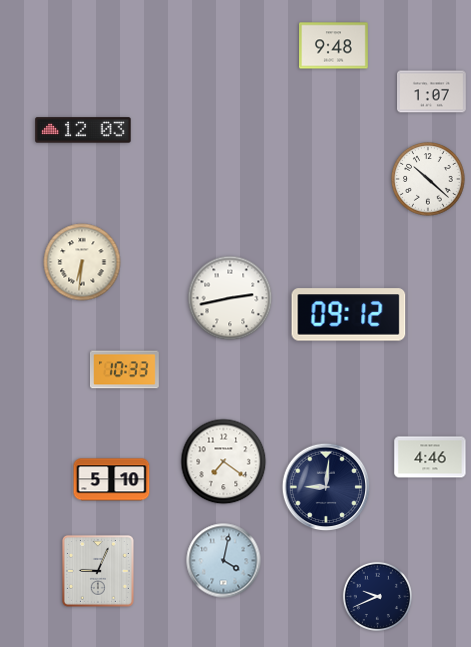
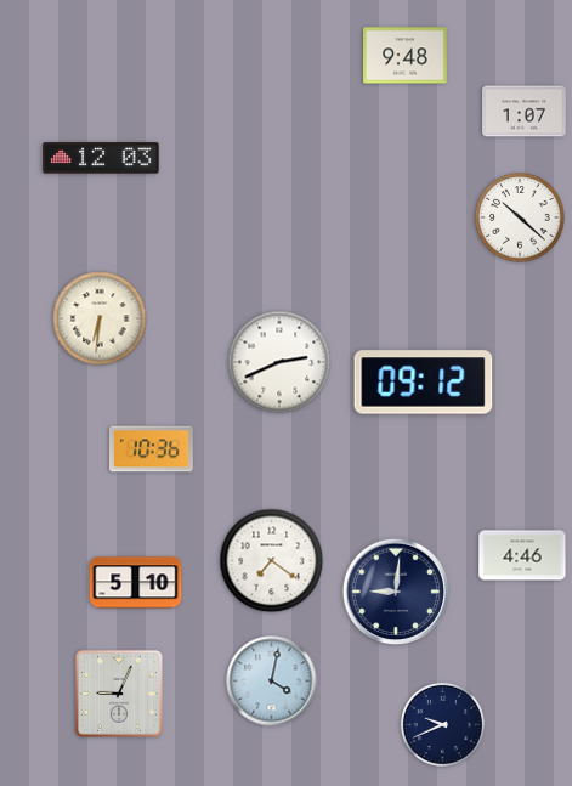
clock at (230, 298): 2:43 -> 2:41
clock at (125, 370): 10:33 -> 10:36
clock at (377, 596) position: (377, 596) -> (442, 724)
